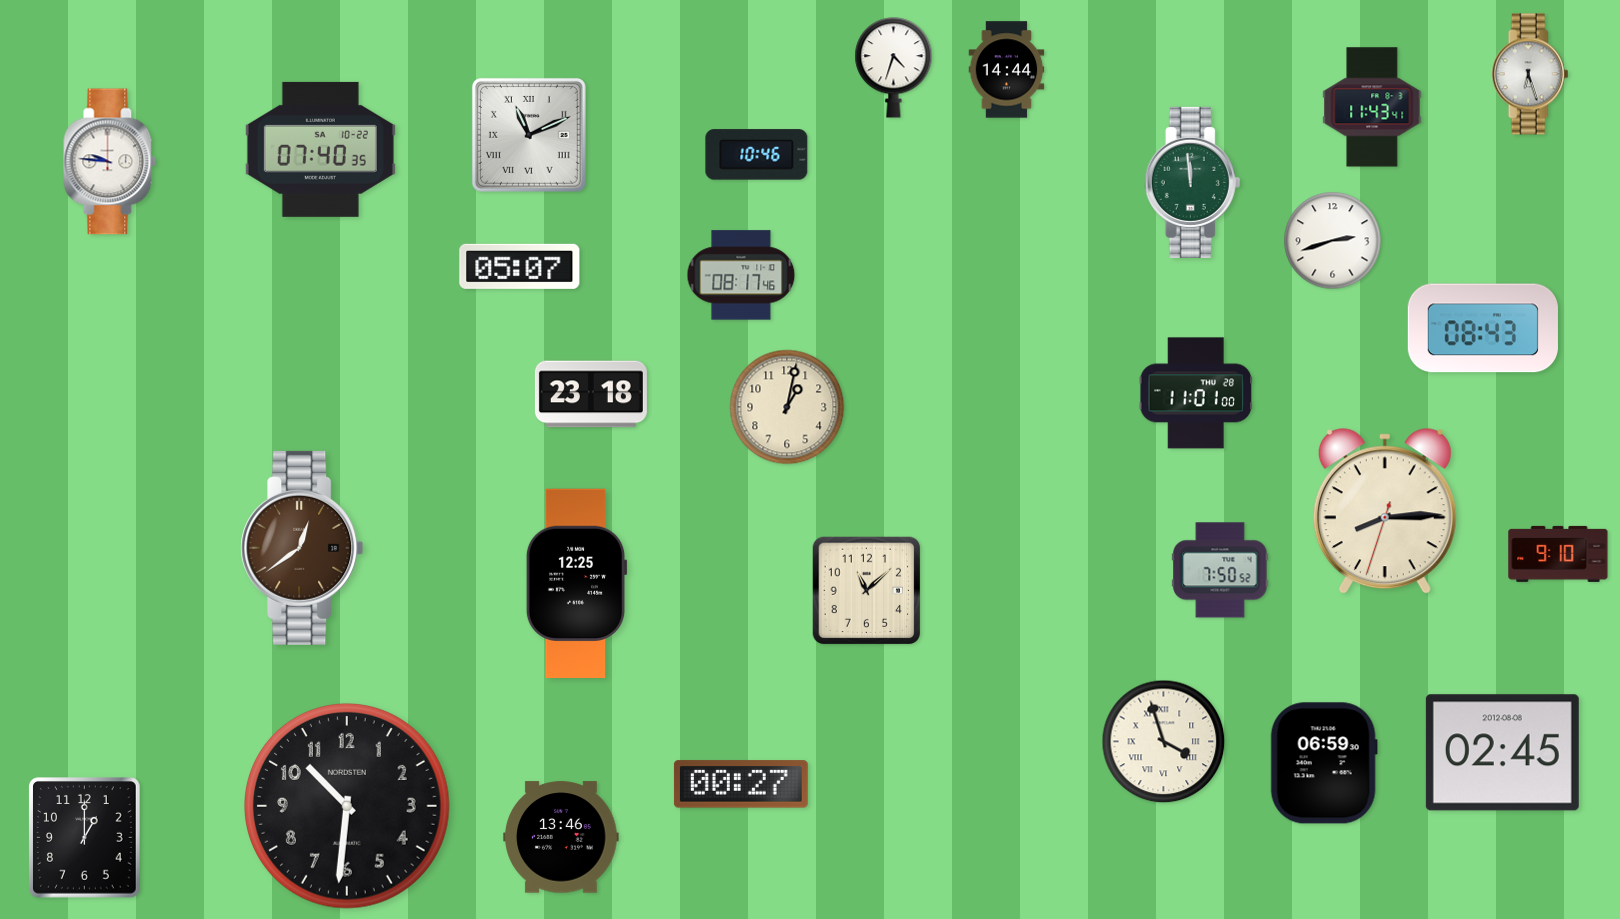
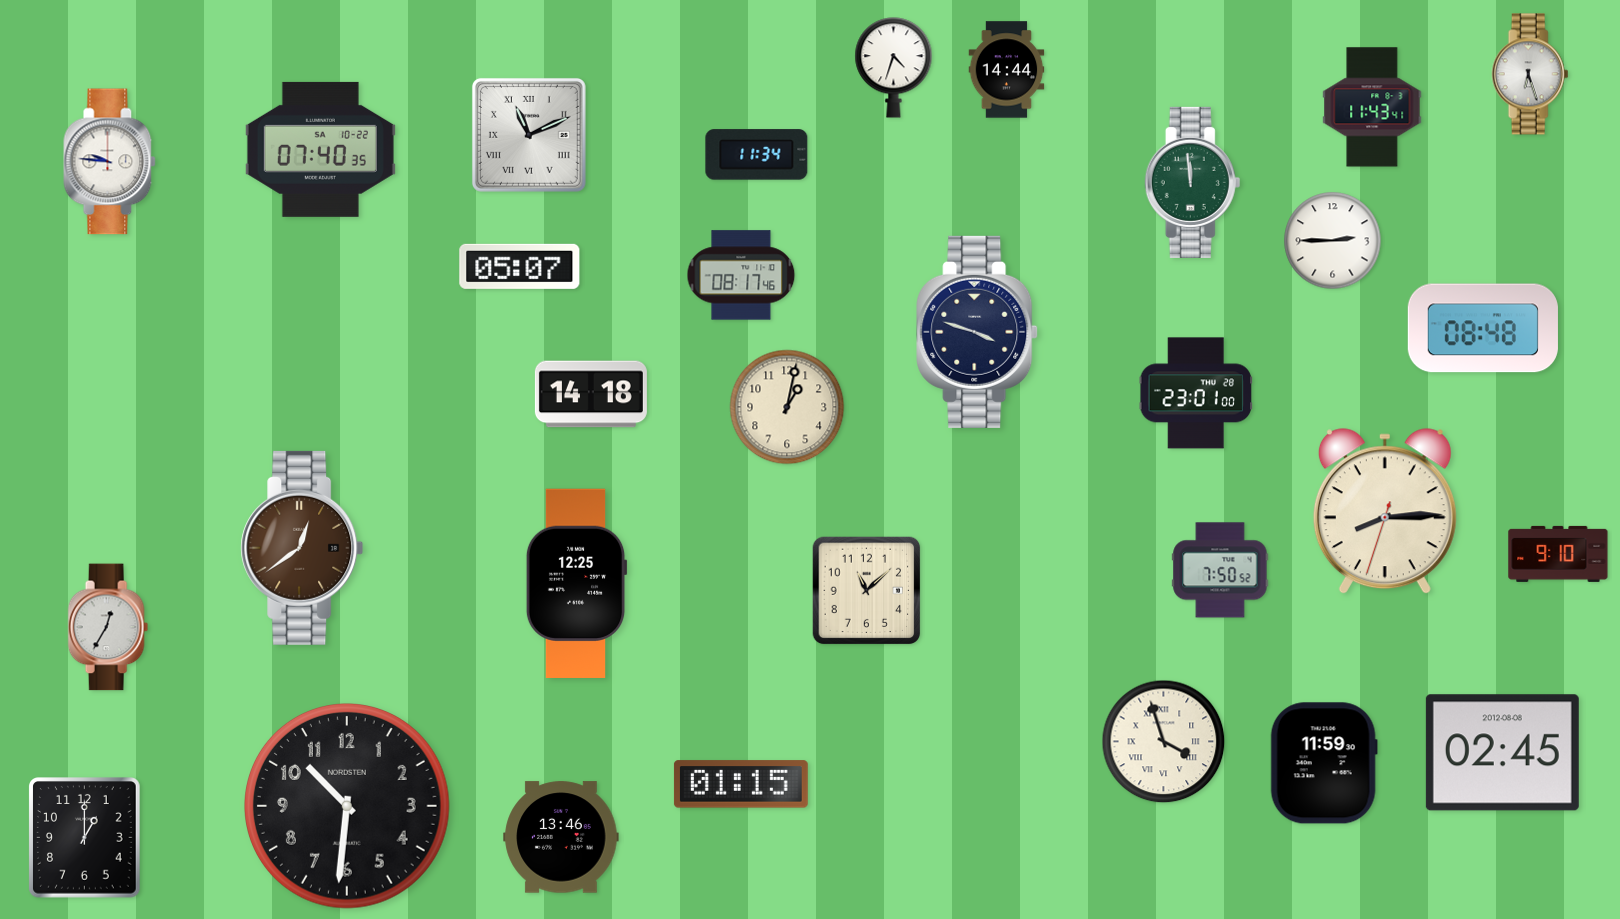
clock at (757, 155): 10:46 -> 11:34
clock at (1333, 241): 2:42 -> 2:45
clock at (1483, 328): 08:43 -> 08:48
clock at (977, 332): none -> 3:48
clock at (1195, 393): 11:01 -> 23:01
clock at (591, 394): 23:18 -> 14:18
clock at (108, 627): none -> 12:35
clock at (1324, 763): 06:59 -> 11:59
clock at (741, 784): 00:27 -> 01:15
